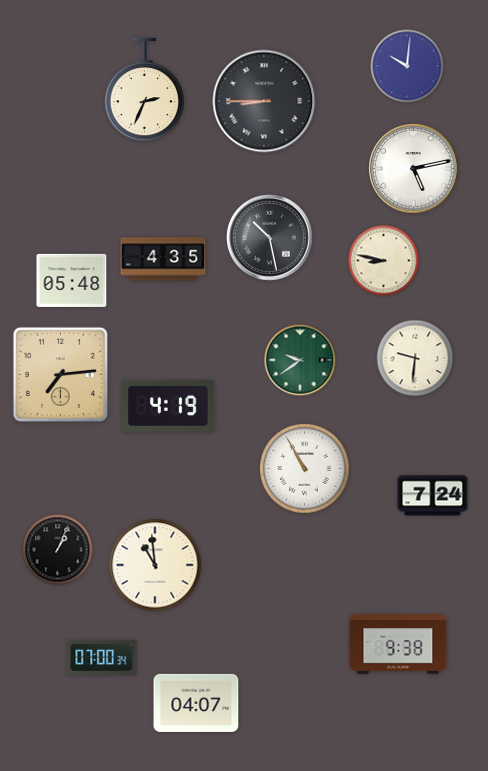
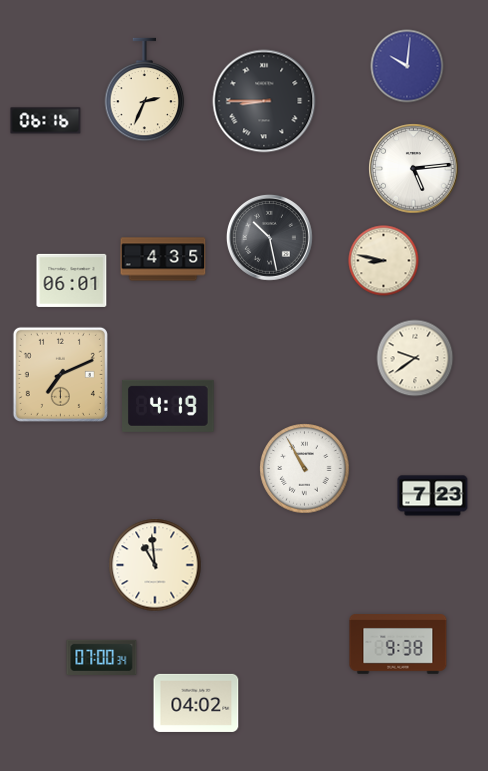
clock at (46, 121): none -> 06:16
clock at (414, 169): 5:13 -> 5:14
clock at (72, 280): 05:48 -> 06:01
clock at (415, 358): 9:31 -> 9:39
clock at (300, 360): 9:39 -> none
clock at (60, 374): 7:14 -> 7:11
clock at (433, 496): 7:24 -> 7:23
clock at (58, 550): 1:04 -> none
clock at (196, 703): 04:07 -> 04:02
